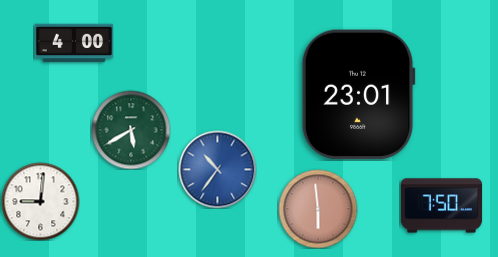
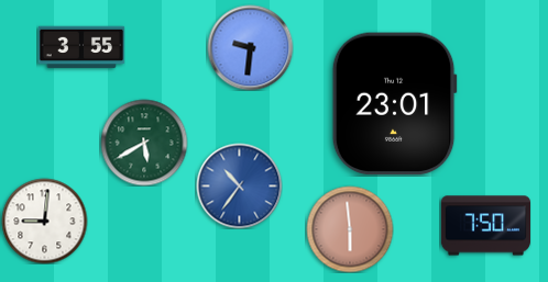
clock at (74, 43): 4:00 -> 3:55
clock at (250, 47): none -> 9:31
